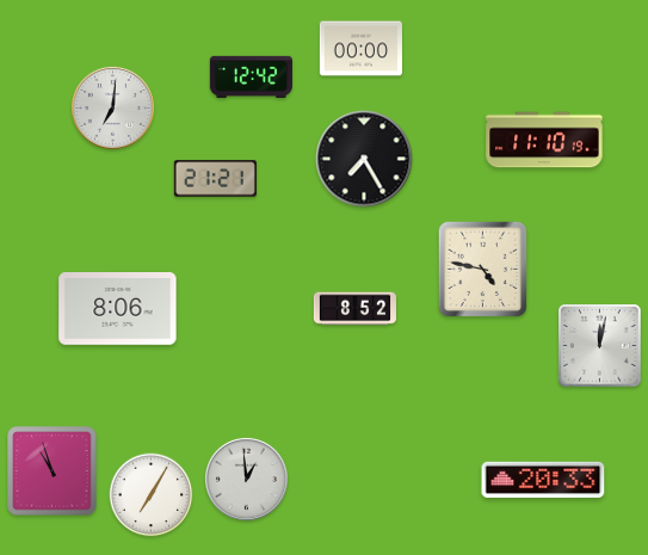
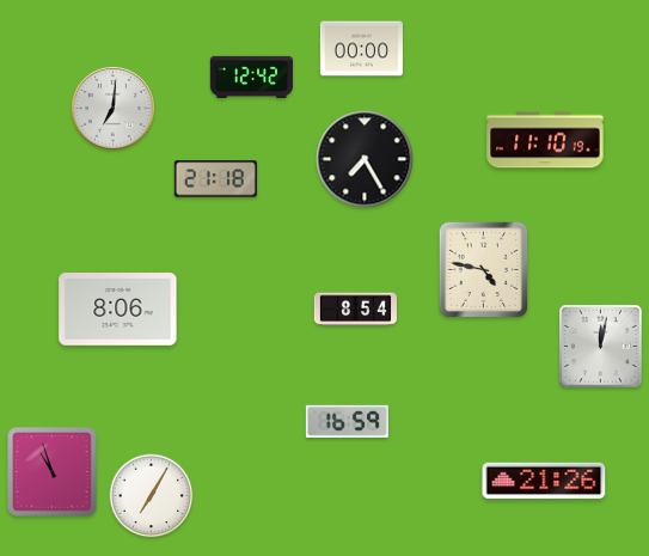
clock at (215, 179): 21:21 -> 21:18
clock at (354, 309): 8:52 -> 8:54
clock at (347, 421): none -> 16:59
clock at (246, 479): 12:59 -> none
clock at (543, 480): 20:33 -> 21:26
